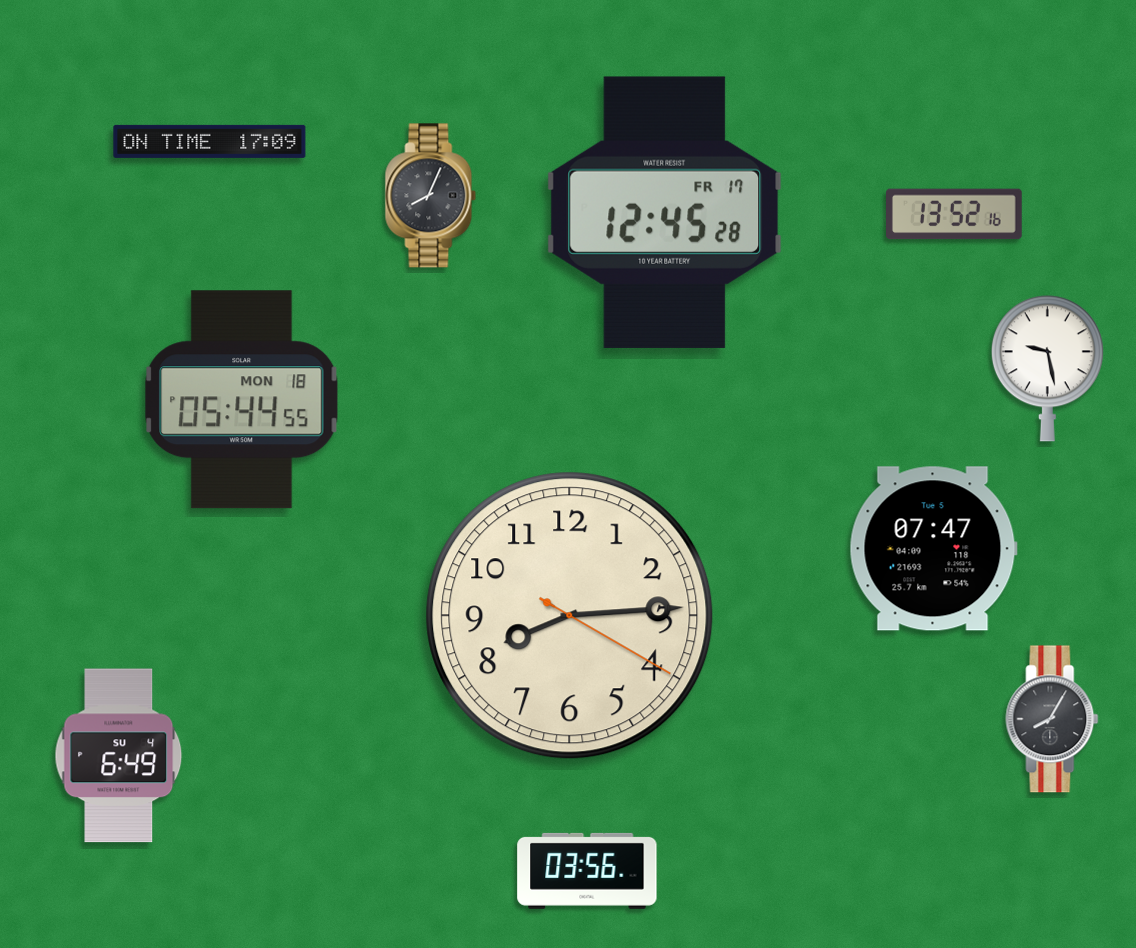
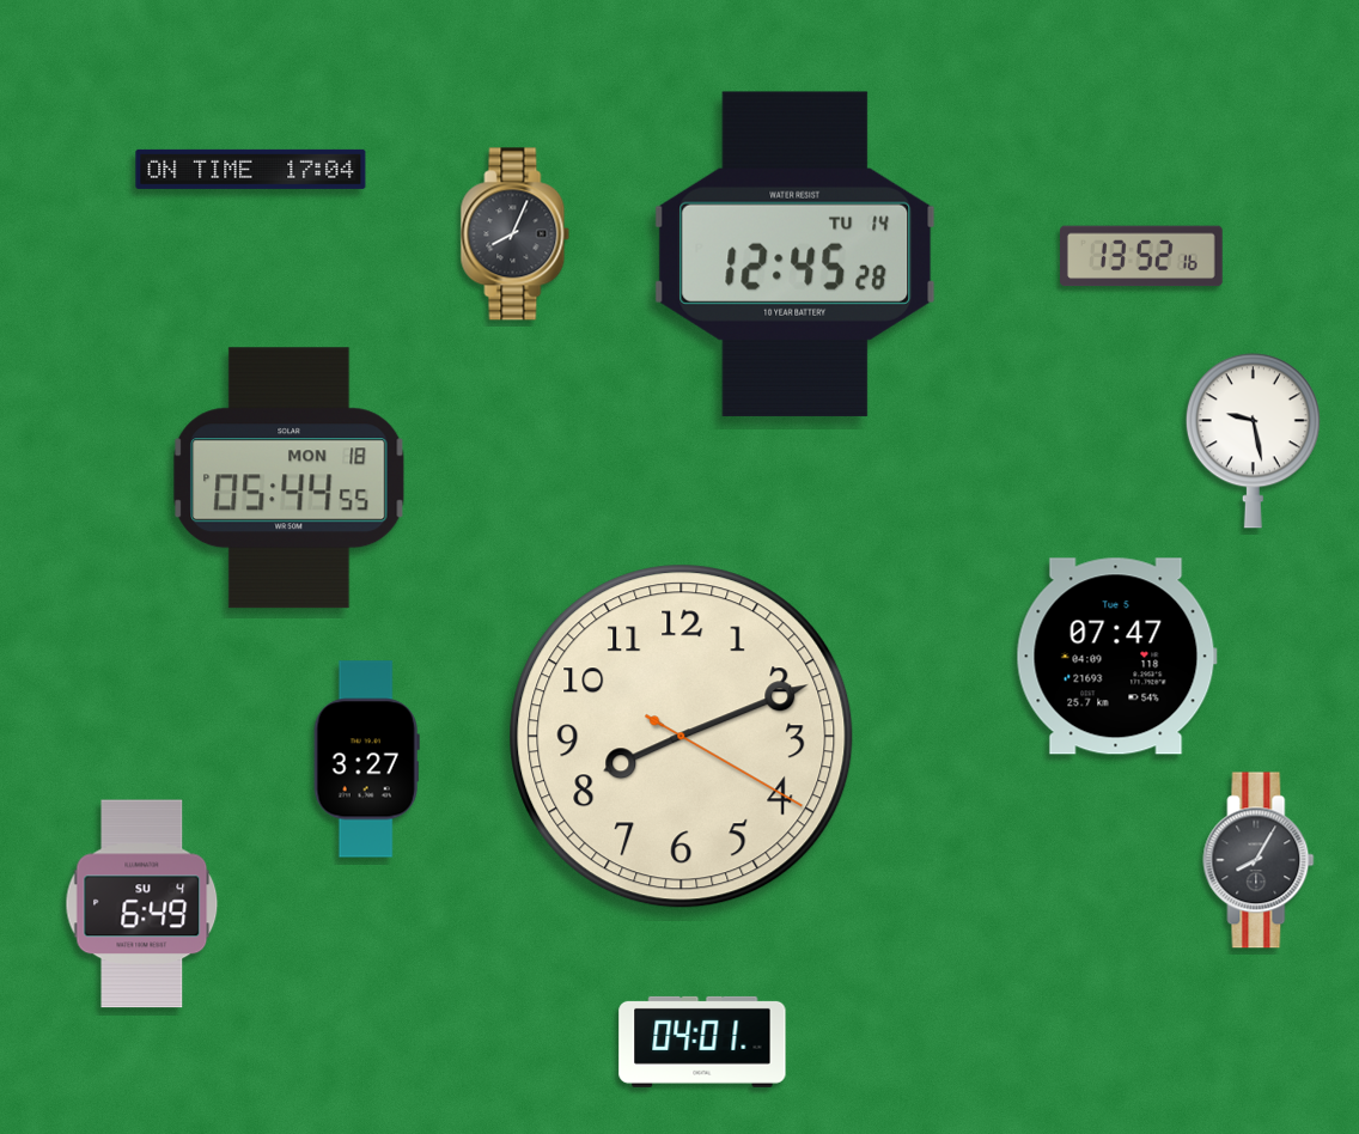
clock at (210, 141): 17:09 -> 17:04
clock at (665, 212) date: FR 17 -> TU 14
clock at (570, 616): 8:14 -> 8:11
clock at (366, 760): none -> 3:27
clock at (587, 871): 03:56 -> 04:01
